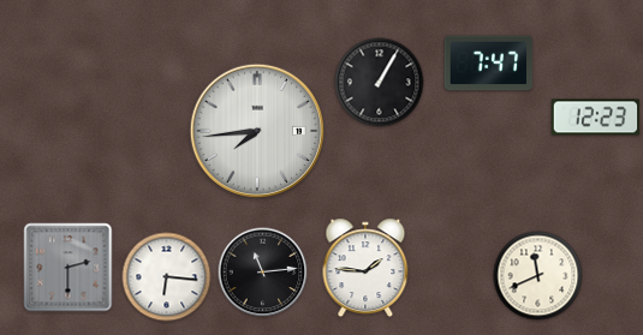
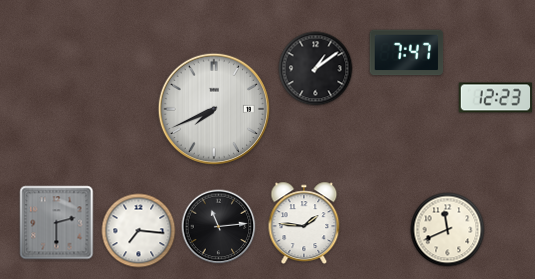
clock at (380, 83): 1:05 -> 1:09
clock at (256, 130): 7:44 -> 7:41
clock at (167, 277): 6:16 -> 7:16
